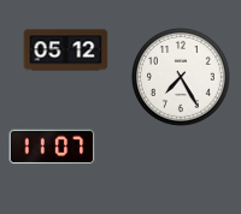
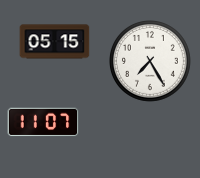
clock at (66, 50): 05:12 -> 05:15
clock at (182, 78) position: (182, 78) -> (151, 62)
